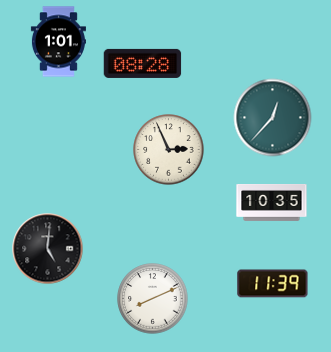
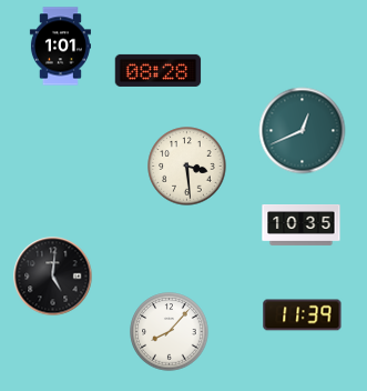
clock at (58, 42) position: (58, 42) -> (60, 47)
clock at (273, 118): 12:37 -> 12:41
clock at (169, 150): 2:56 -> 3:29
clock at (153, 299): 8:11 -> 8:07
